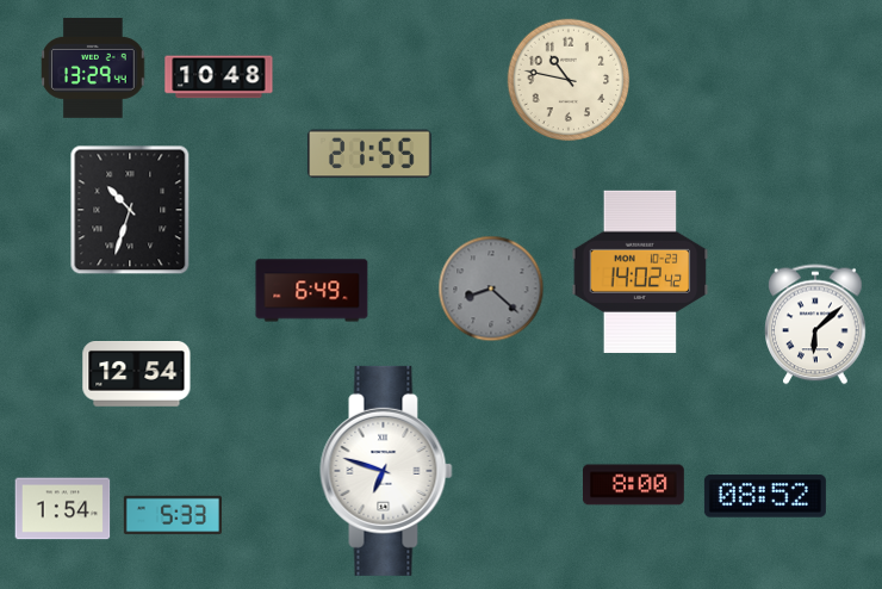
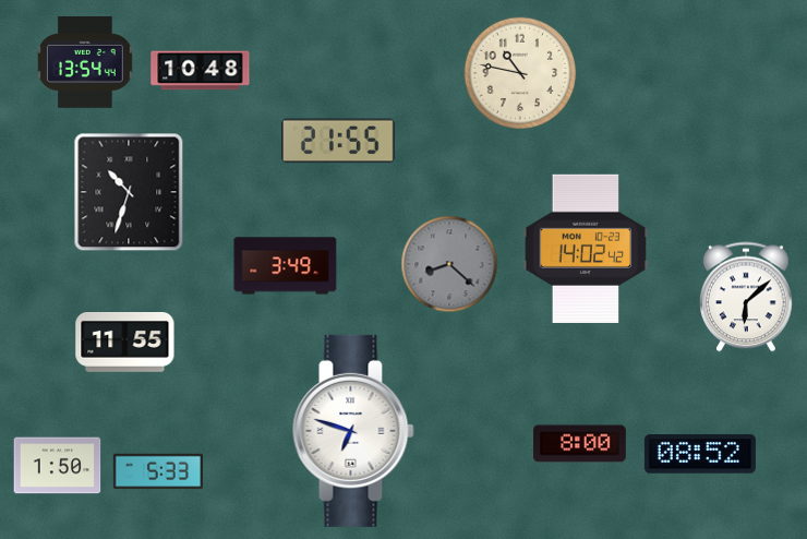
clock at (93, 68): 13:29 -> 13:54
clock at (130, 210) position: (130, 210) -> (129, 192)
clock at (312, 291): 6:49 -> 3:49
clock at (137, 374): 12:54 -> 11:55
clock at (63, 509): 1:54 -> 1:50
